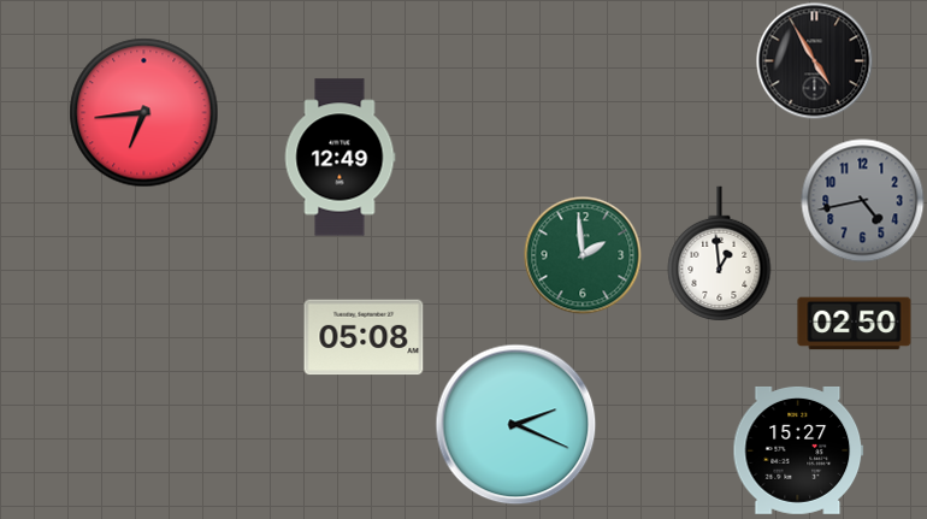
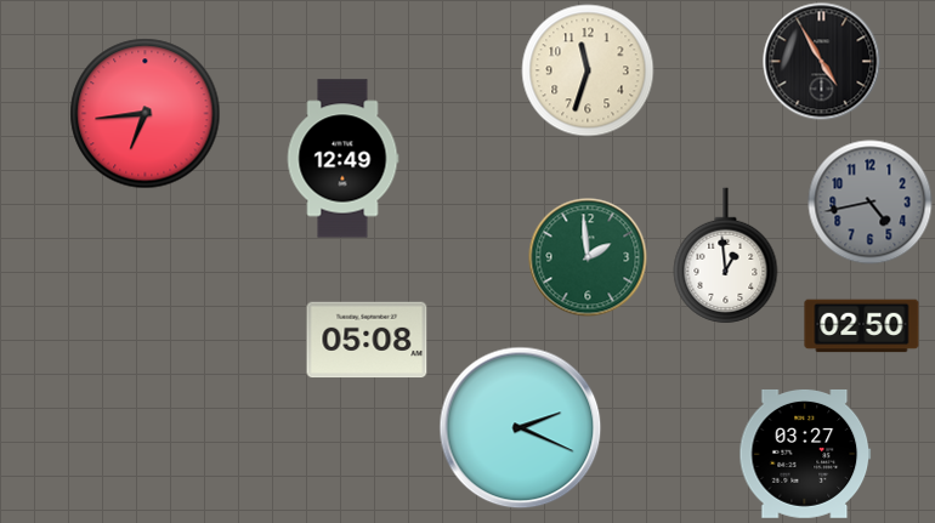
clock at (588, 70): none -> 11:33
clock at (798, 450): 15:27 -> 03:27
